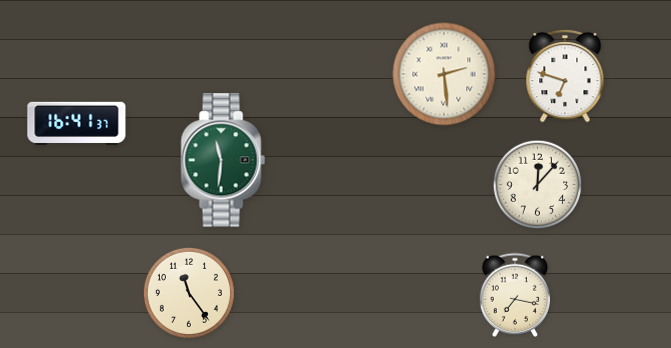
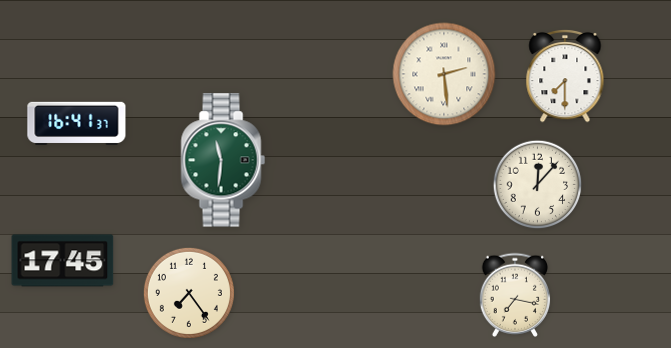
clock at (565, 76): 6:48 -> 7:30
clock at (63, 261): none -> 17:45
clock at (189, 293): 11:24 -> 7:24
